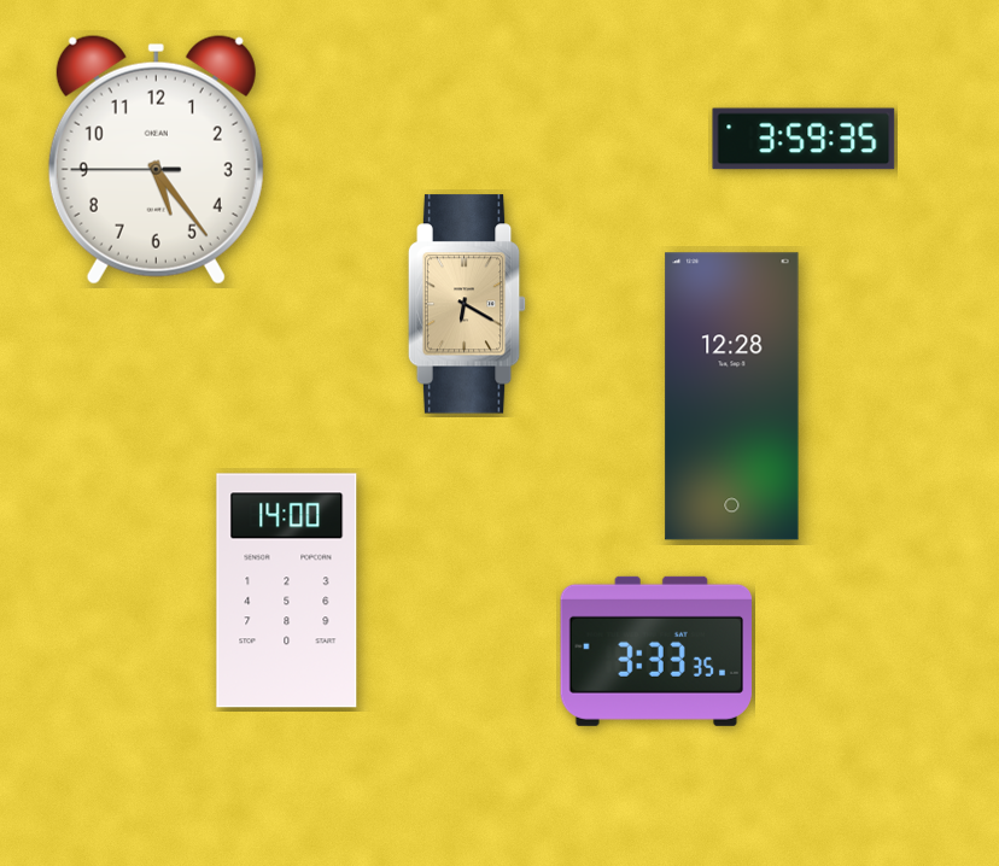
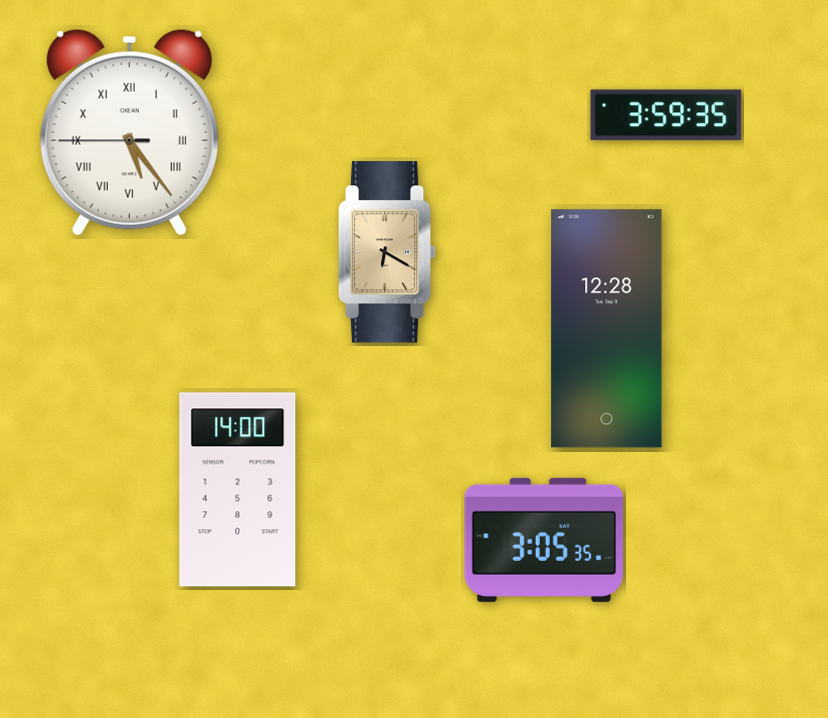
clock at (156, 159) numerals: Arabic -> Roman
clock at (656, 651): 3:33 -> 3:05
